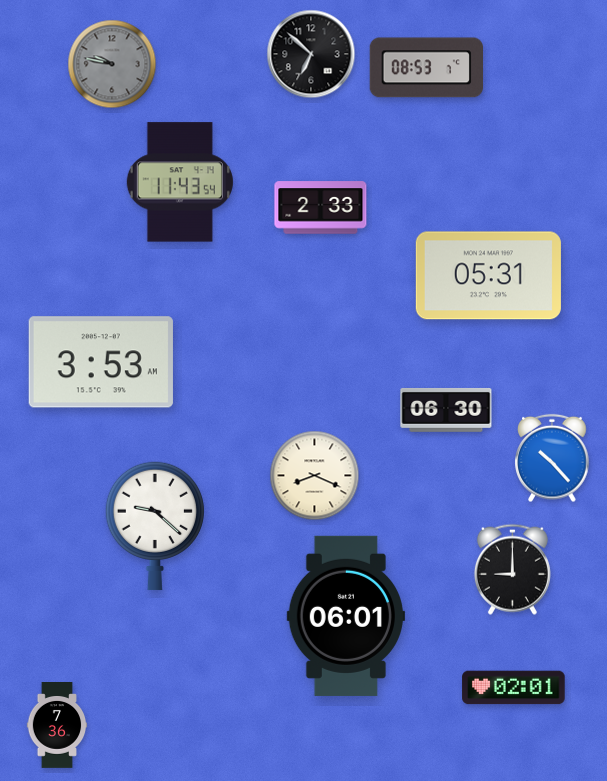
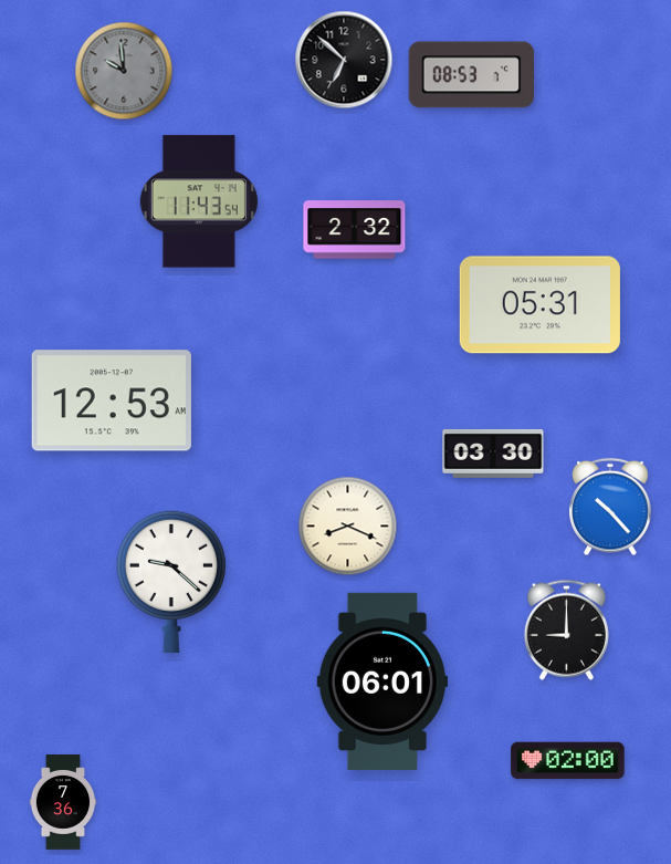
clock at (112, 64): 9:47 -> 9:59
clock at (321, 208): 2:33 -> 2:32
clock at (101, 362): 3:53 -> 12:53
clock at (446, 410): 06:30 -> 03:30
clock at (514, 688): 02:01 -> 02:00
